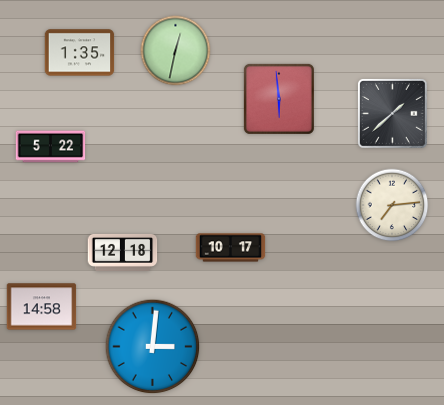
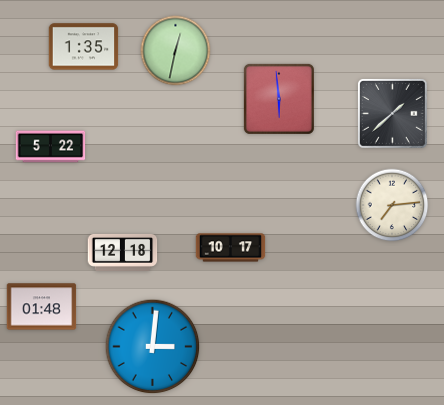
clock at (80, 53) position: (80, 53) -> (84, 47)
clock at (42, 307): 14:58 -> 01:48
